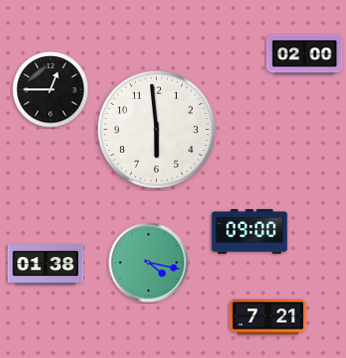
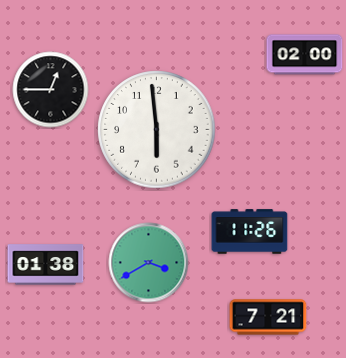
clock at (250, 232): 09:00 -> 11:26
clock at (149, 263): 4:17 -> 3:40
